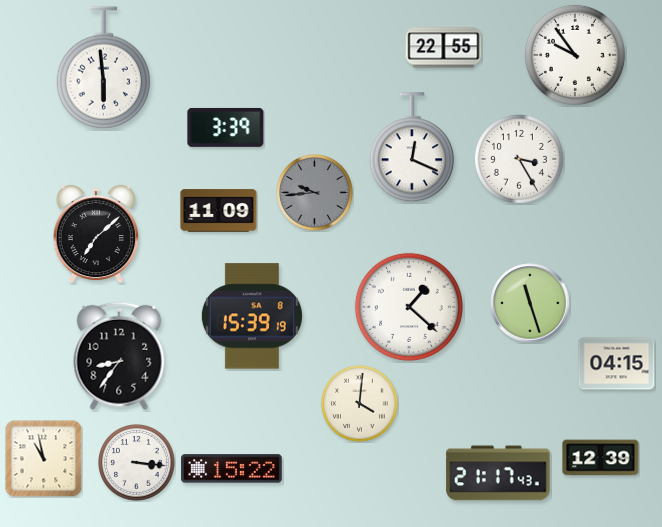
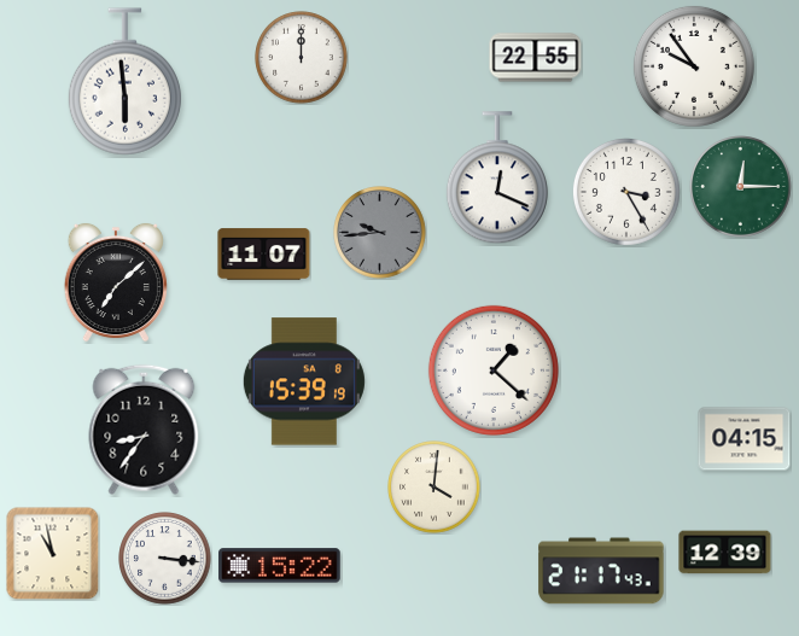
clock at (302, 58): none -> 12:00
clock at (226, 127): 3:39 -> none
clock at (741, 187): none -> 12:15
clock at (219, 211): 11:09 -> 11:07
clock at (530, 303): 11:27 -> none
